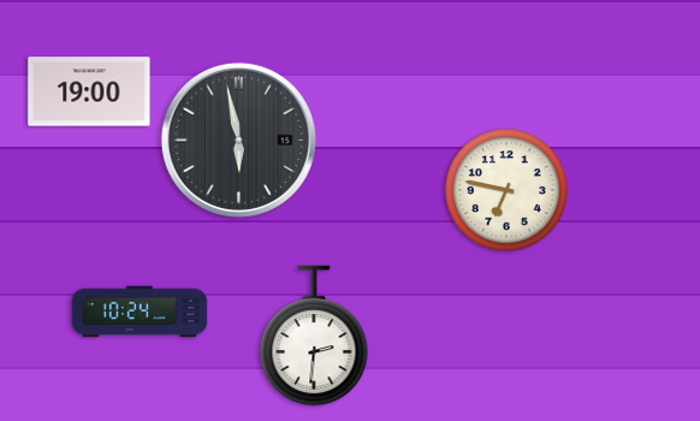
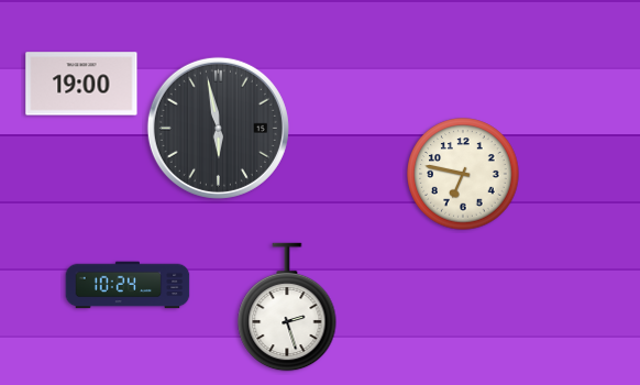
clock at (314, 336): 2:31 -> 2:27
